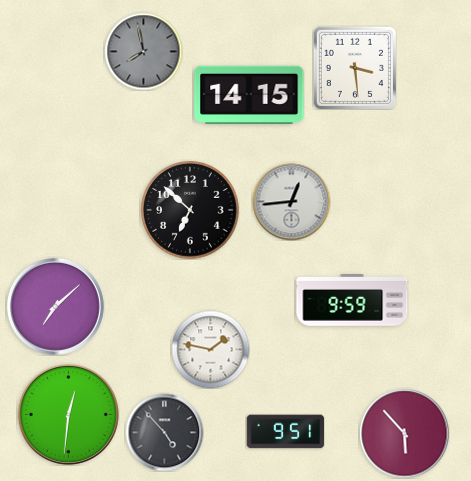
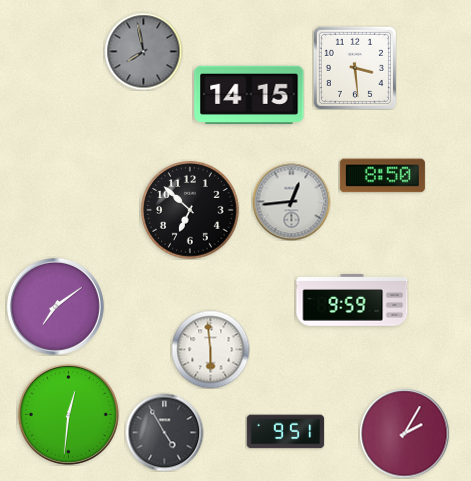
clock at (382, 176): none -> 8:50
clock at (55, 306): 7:08 -> 7:09
clock at (210, 349): 1:47 -> 5:59
clock at (164, 432): 4:53 -> 4:55
clock at (404, 433): 5:53 -> 2:05
